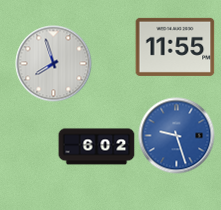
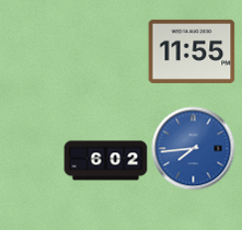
clock at (54, 64): 7:57 -> none
clock at (177, 136): 9:27 -> 7:44
